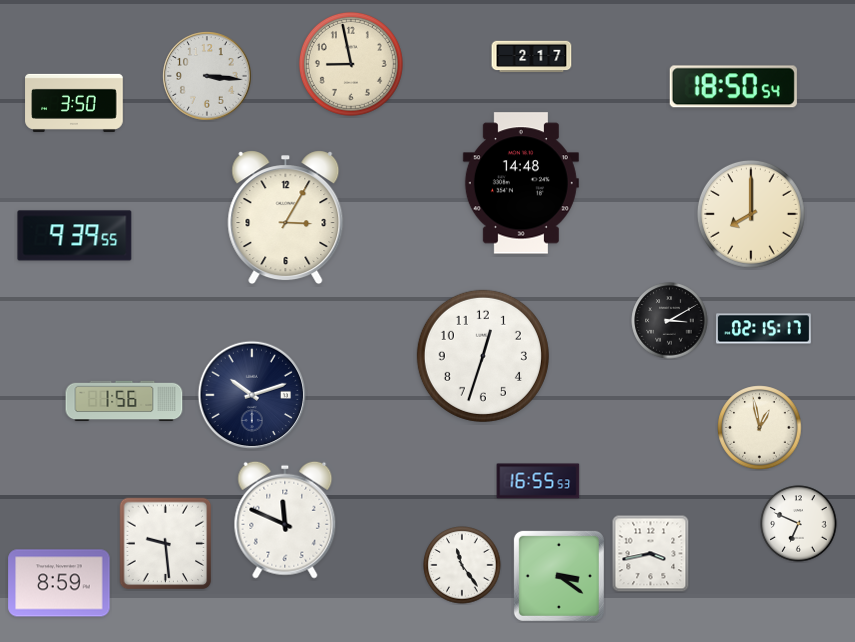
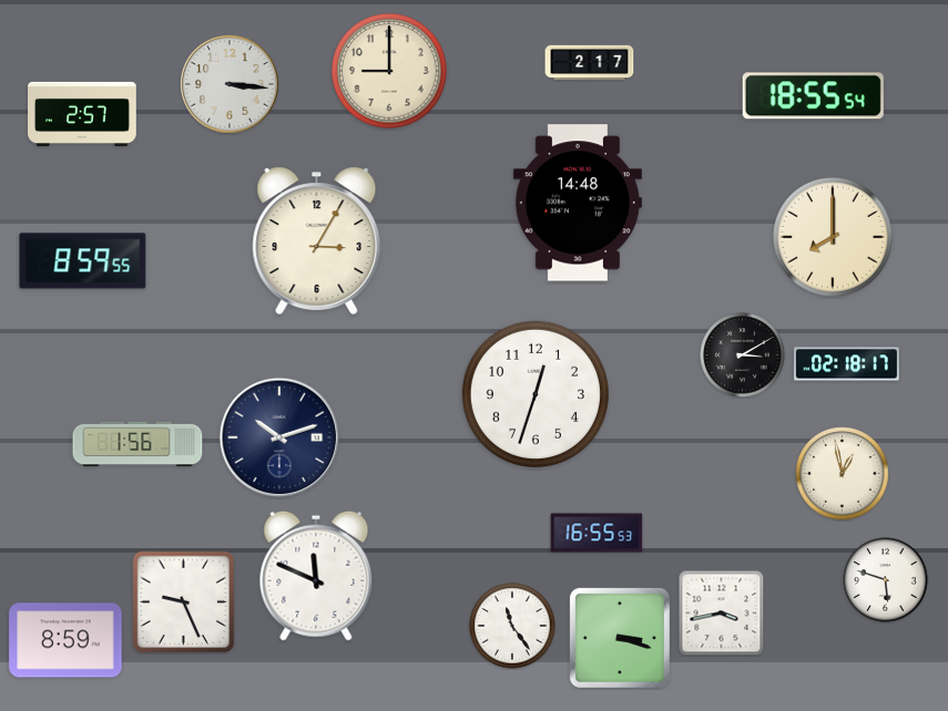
clock at (351, 64): 8:58 -> 9:00
clock at (733, 87): 18:50 -> 18:55
clock at (74, 103): 3:50 -> 2:57
clock at (75, 236): 9:39 -> 8:59
clock at (763, 329): 02:15 -> 02:18
clock at (799, 524): 6:49 -> 5:48
clock at (166, 544): 9:29 -> 9:26
clock at (559, 576): 3:21 -> 3:18
clock at (59, 583) position: (59, 583) -> (65, 640)
